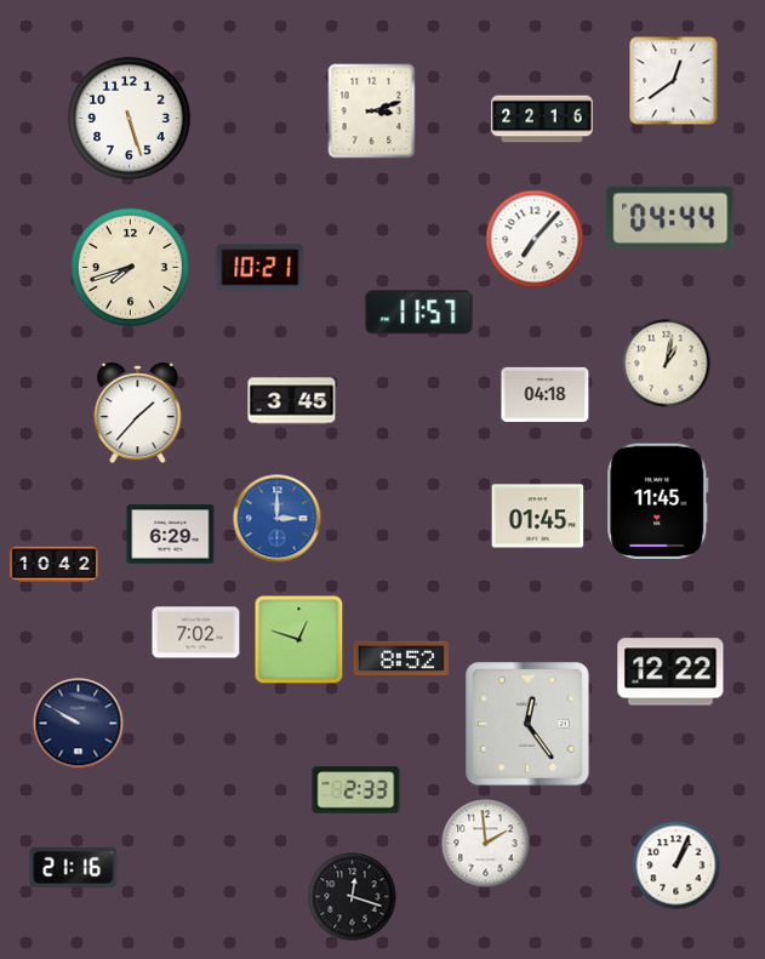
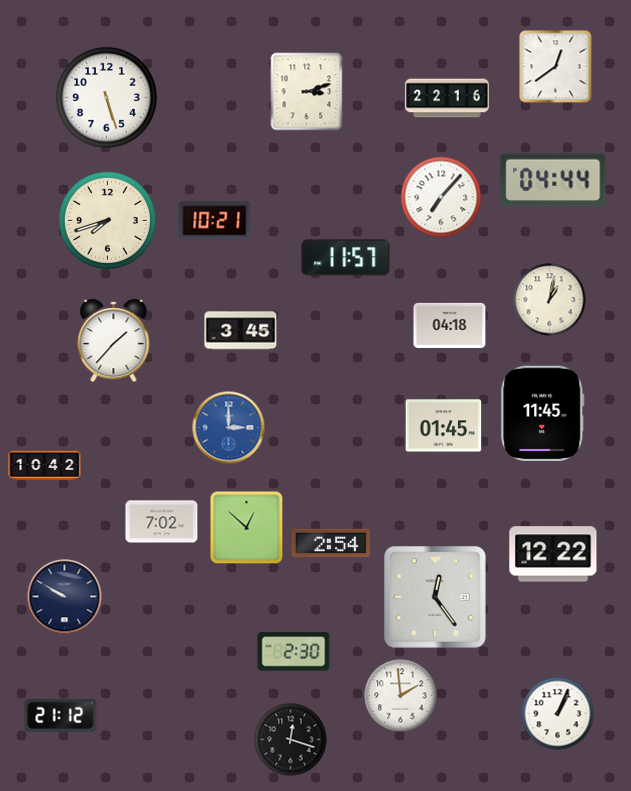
clock at (171, 535): 6:29 -> none
clock at (299, 640): 12:48 -> 12:52
clock at (400, 658): 8:52 -> 2:54
clock at (356, 790): 2:33 -> 2:30
clock at (74, 867): 21:16 -> 21:12
